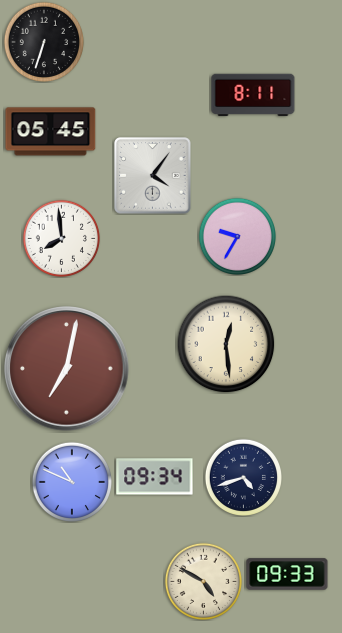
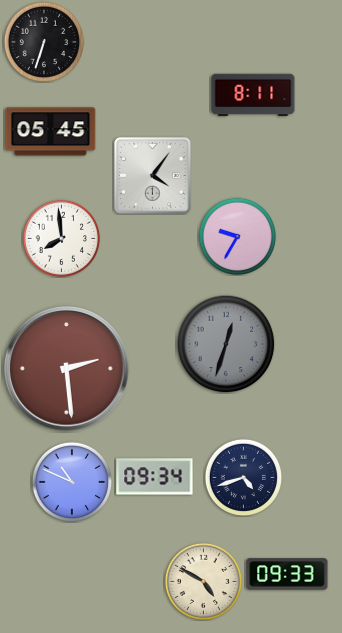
clock at (226, 344): 12:29 -> 12:33
clock at (226, 344) dial: cream -> grey
clock at (67, 369): 7:02 -> 2:29
